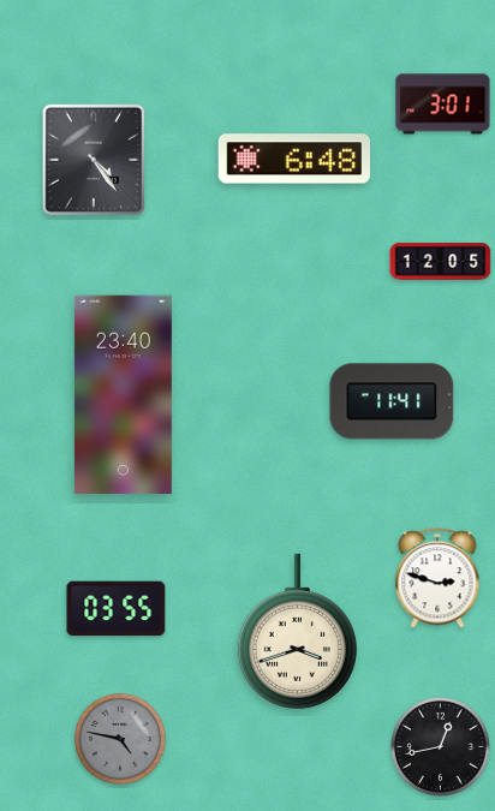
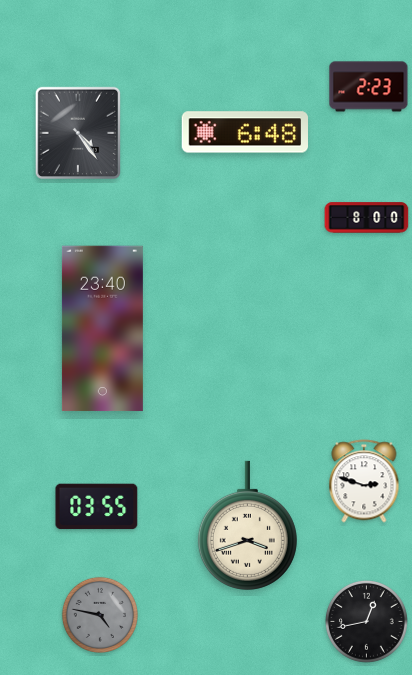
clock at (443, 105): 3:01 -> 2:23
clock at (441, 262): 12:05 -> 8:00
clock at (392, 401): 11:41 -> none
